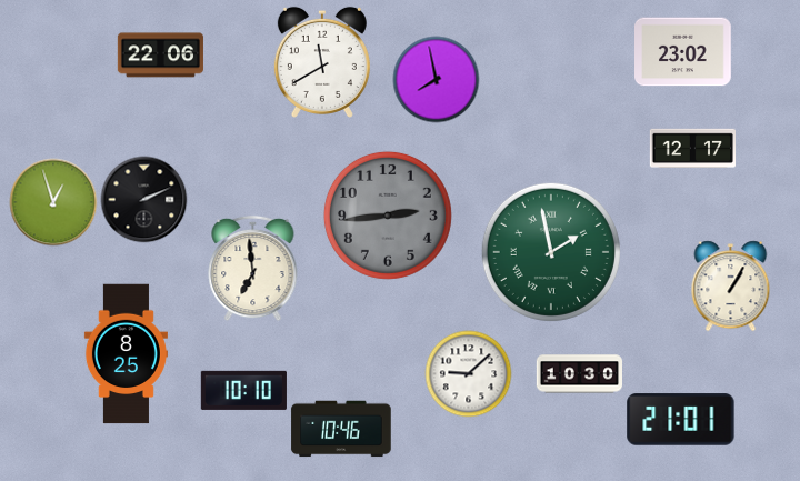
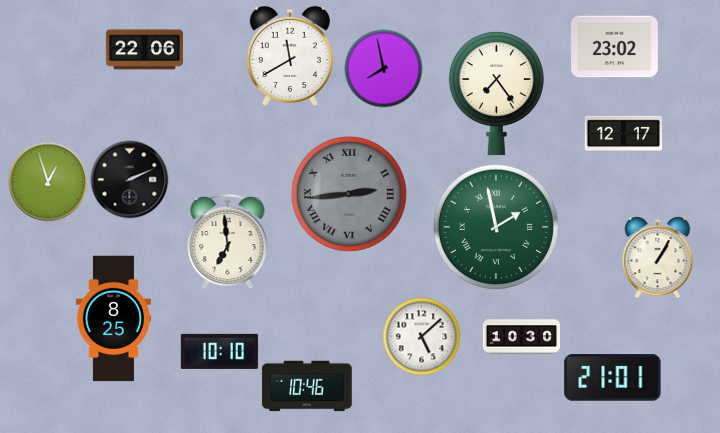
clock at (436, 79) position: (436, 79) -> (383, 68)
clock at (496, 93): none -> 7:24
clock at (388, 216) numerals: Arabic -> Roman
clock at (468, 373): 9:08 -> 5:08
